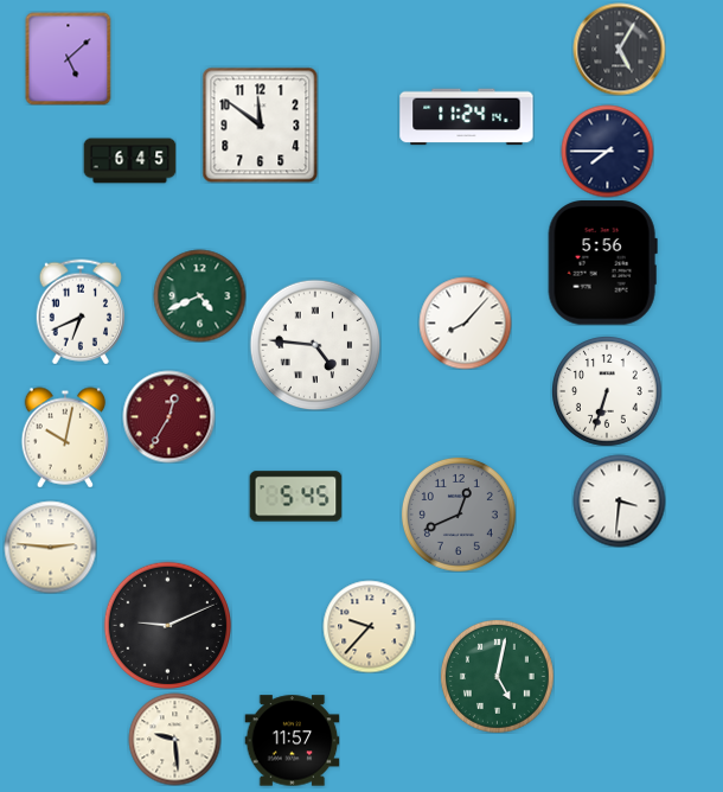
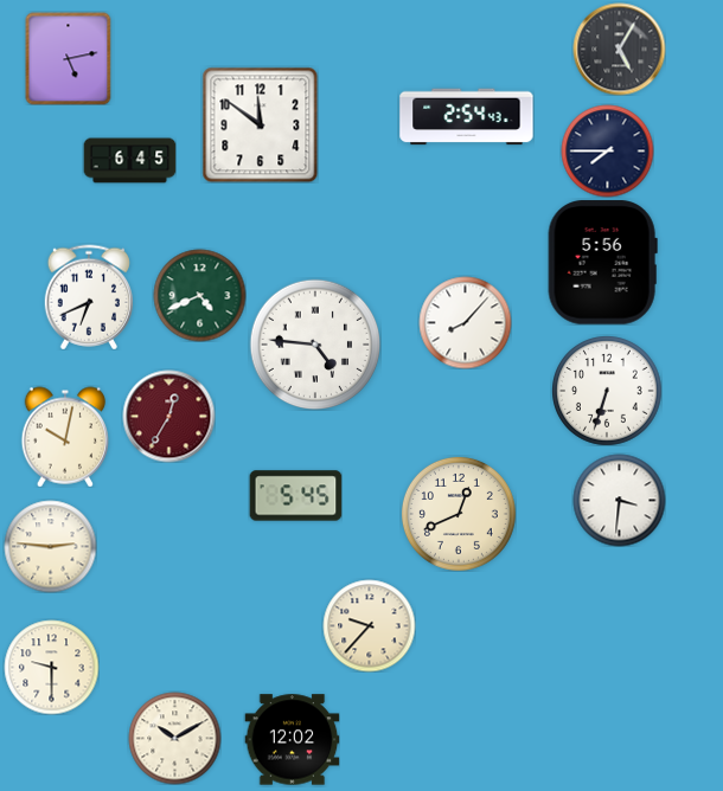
clock at (69, 58): 5:08 -> 5:13
clock at (467, 117): 11:24 -> 2:54
clock at (79, 312) position: (79, 312) -> (88, 297)
clock at (459, 515) dial: grey -> cream
clock at (167, 625): 9:11 -> none
clock at (51, 667): none -> 9:30
clock at (497, 676): 5:02 -> none
clock at (174, 739): 9:29 -> 10:10
clock at (292, 741): 11:57 -> 12:02
